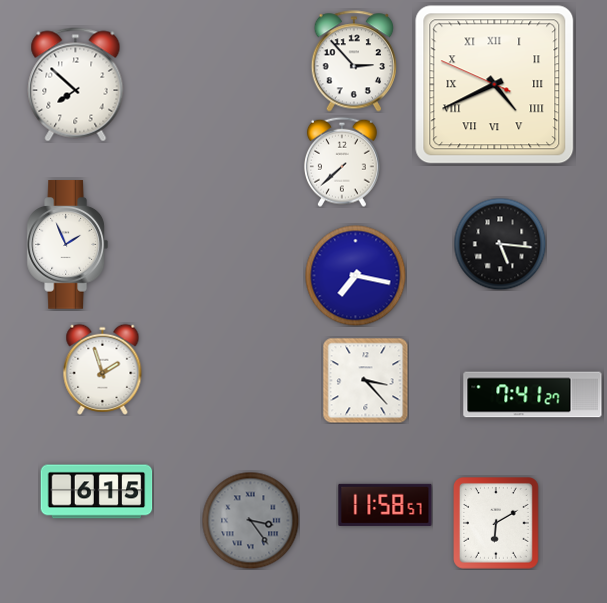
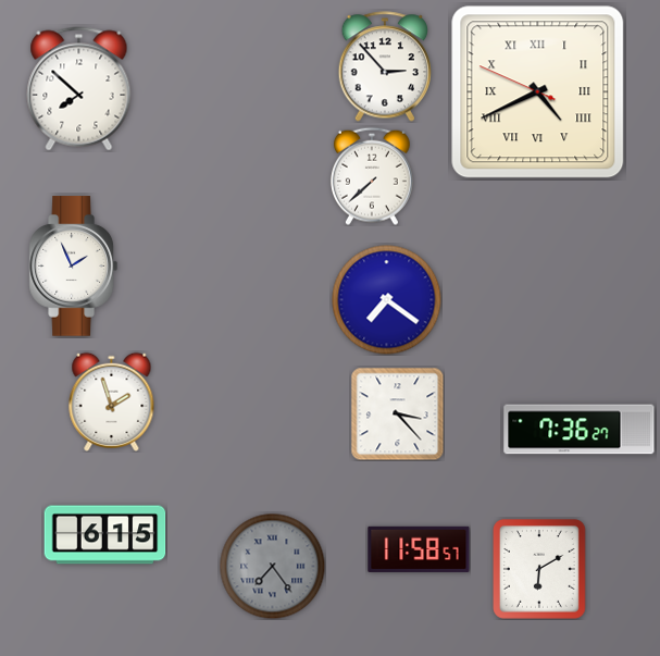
clock at (76, 85) position: (76, 85) -> (79, 89)
clock at (500, 244): 5:16 -> none
clock at (356, 276): 7:17 -> 7:21
clock at (533, 395): 7:41 -> 7:36
clock at (250, 520): 3:24 -> 7:24
